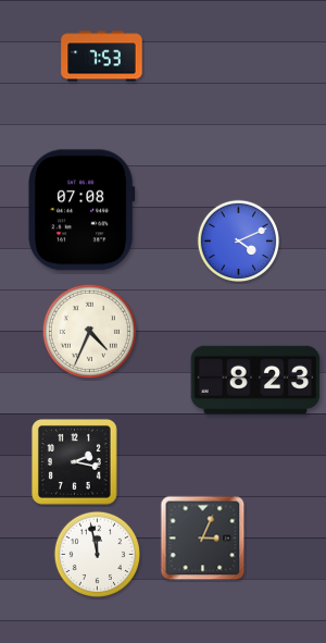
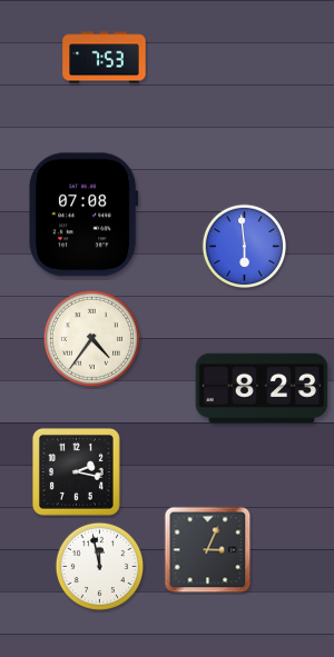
clock at (239, 242): 4:11 -> 5:59
clock at (89, 331): 4:34 -> 4:36
